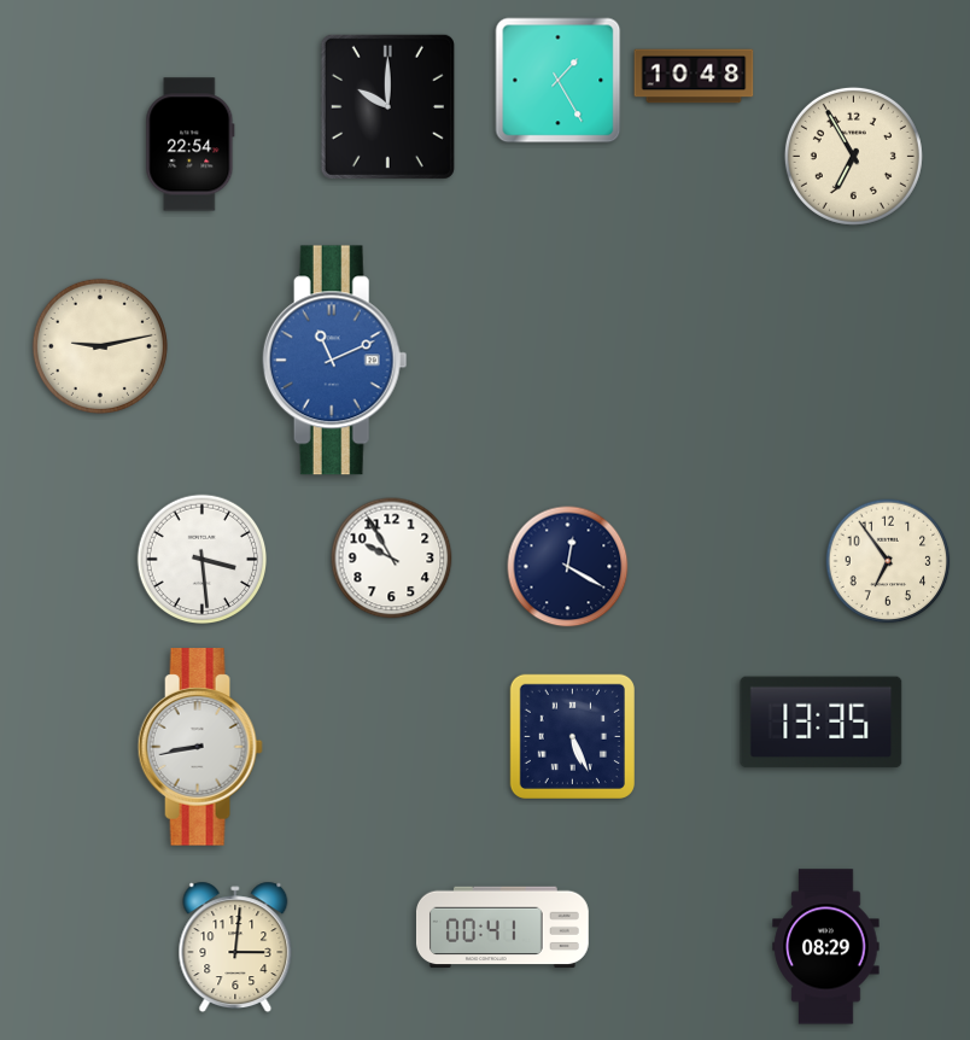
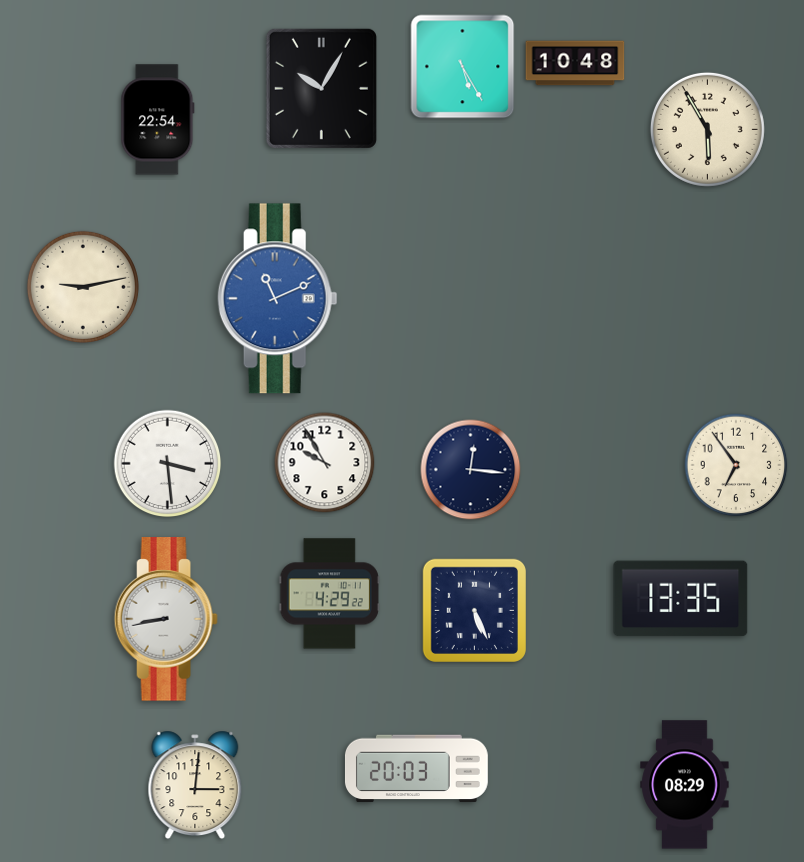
clock at (559, 81): 1:25 -> 5:25
clock at (387, 106): 10:00 -> 10:05
clock at (853, 156): 6:55 -> 5:55
clock at (568, 567): 12:20 -> 12:16
clock at (329, 594): none -> 4:29
clock at (502, 928): 00:41 -> 20:03
